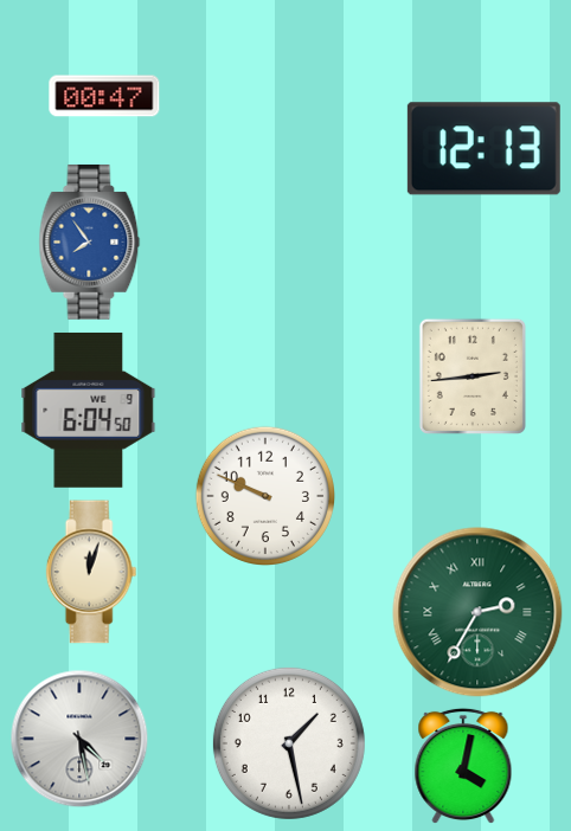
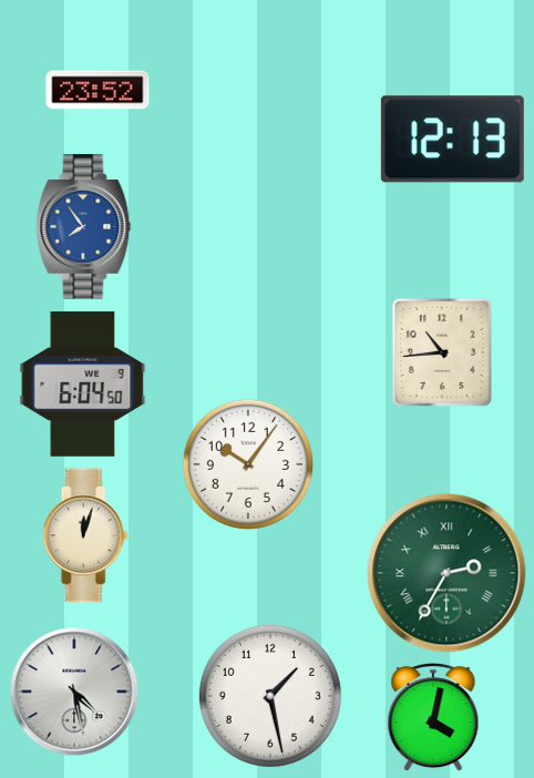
clock at (104, 96): 00:47 -> 23:52
clock at (473, 376): 2:44 -> 10:44
clock at (264, 495): 9:49 -> 10:06
